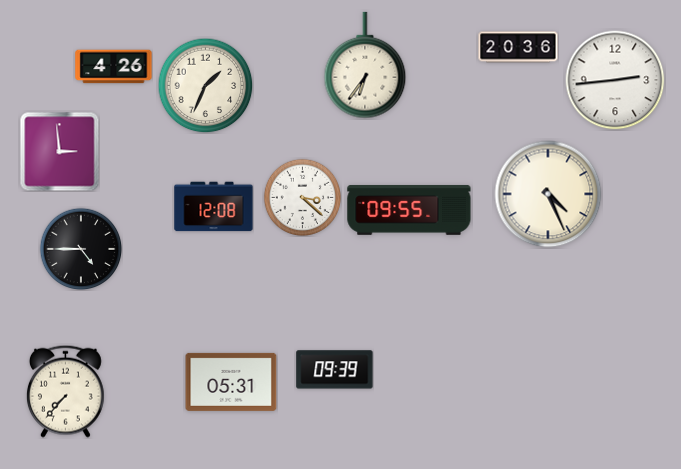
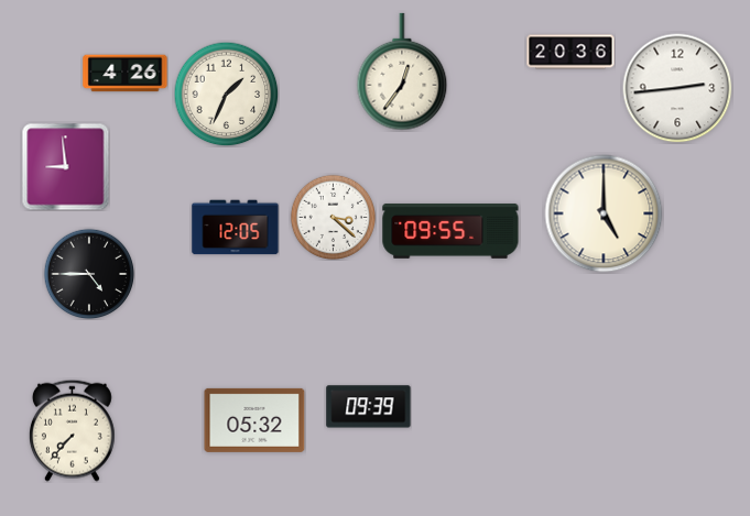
clock at (365, 65): 6:36 -> 12:36
clock at (59, 151): 2:59 -> 8:59
clock at (548, 194): 4:26 -> 5:00
clock at (214, 207): 12:08 -> 12:05
clock at (231, 382): 05:31 -> 05:32
